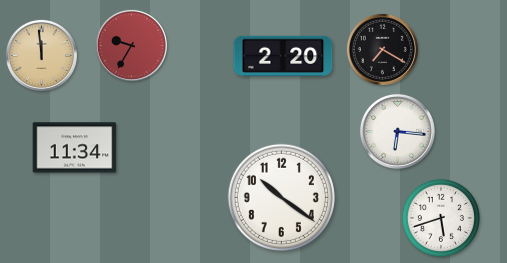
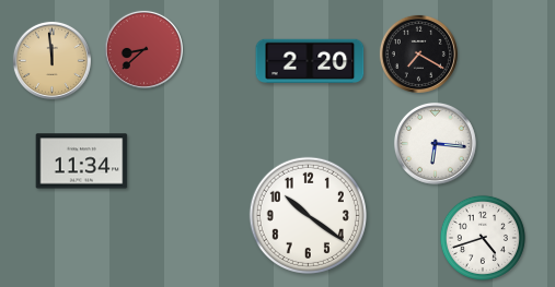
clock at (131, 45): 9:35 -> 8:38
clock at (41, 55) position: (41, 55) -> (51, 60)
clock at (441, 218): 5:42 -> 4:42
